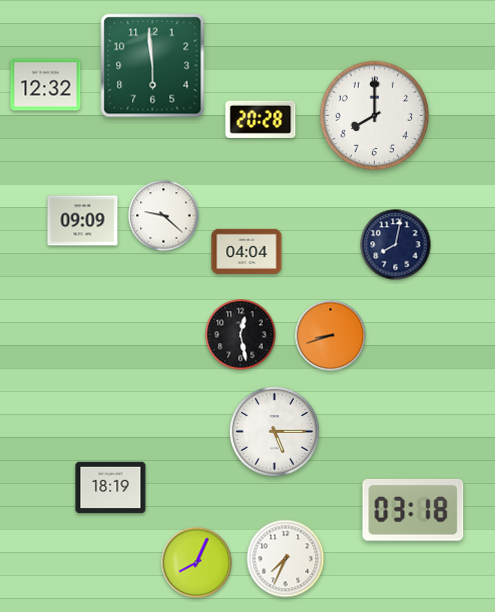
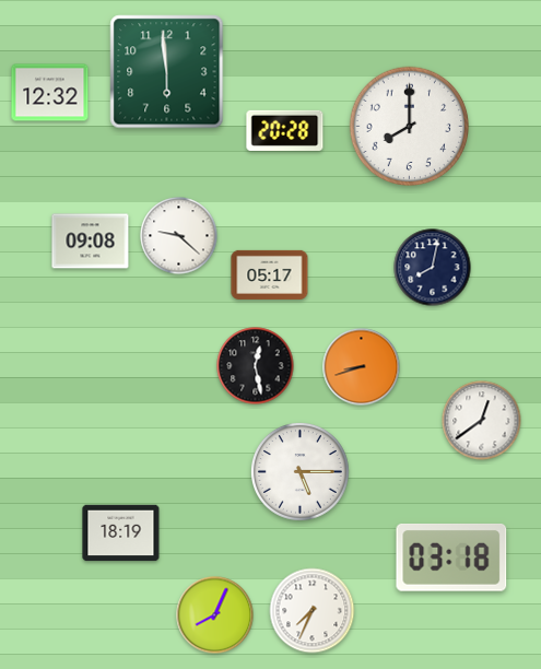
clock at (83, 221): 09:09 -> 09:08
clock at (247, 251): 04:04 -> 05:17
clock at (241, 335) position: (241, 335) -> (256, 366)
clock at (482, 421): none -> 12:39
